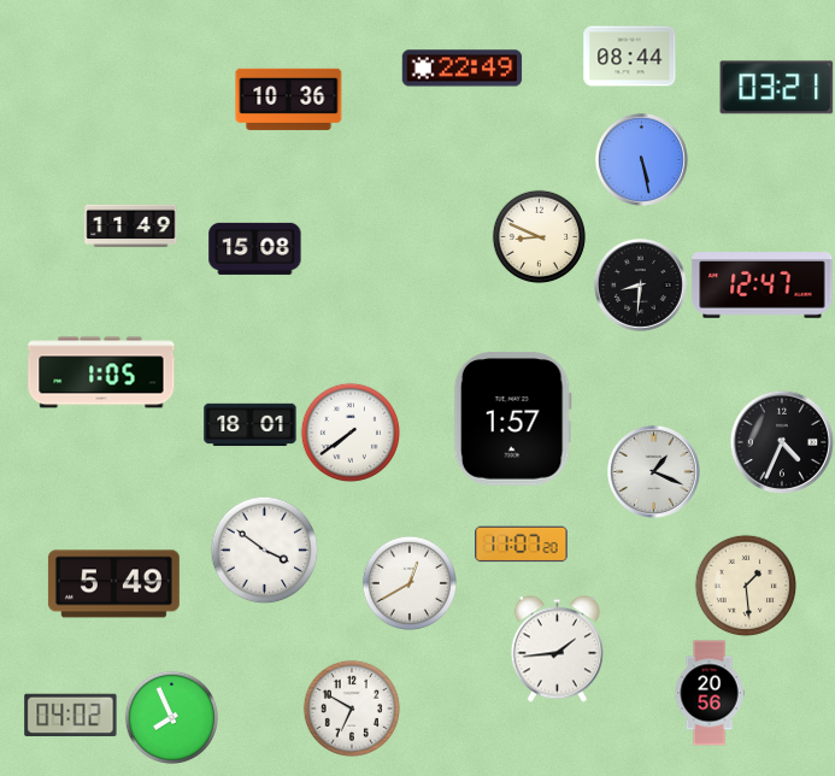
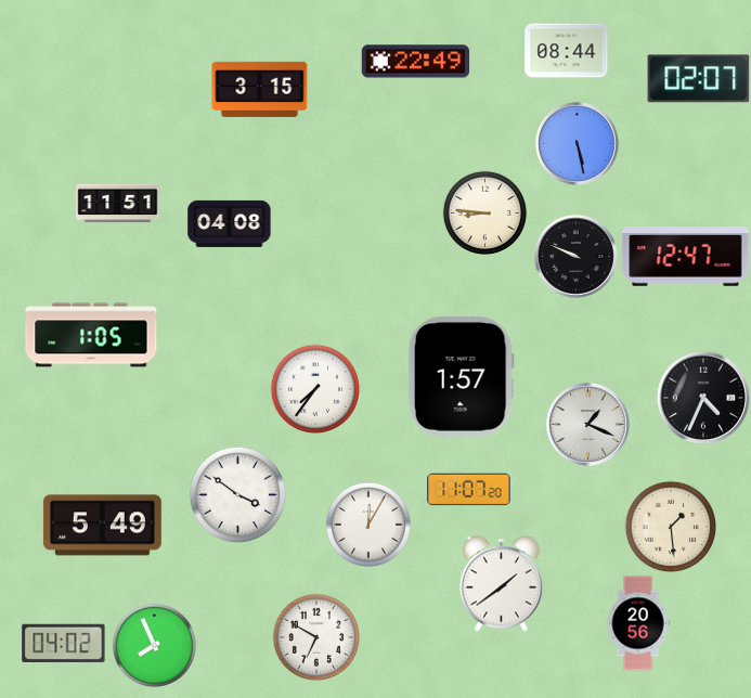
clock at (777, 88): 03:21 -> 02:07
clock at (289, 99): 10:36 -> 3:15
clock at (131, 227): 11:49 -> 11:51
clock at (539, 236): 8:49 -> 8:46
clock at (255, 248): 15:08 -> 04:08
clock at (641, 286): 8:31 -> 9:49
clock at (251, 425): 18:01 -> none
clock at (351, 433): 7:39 -> 7:36
clock at (408, 582): 12:40 -> 12:05
clock at (557, 649): 1:44 -> 1:39
